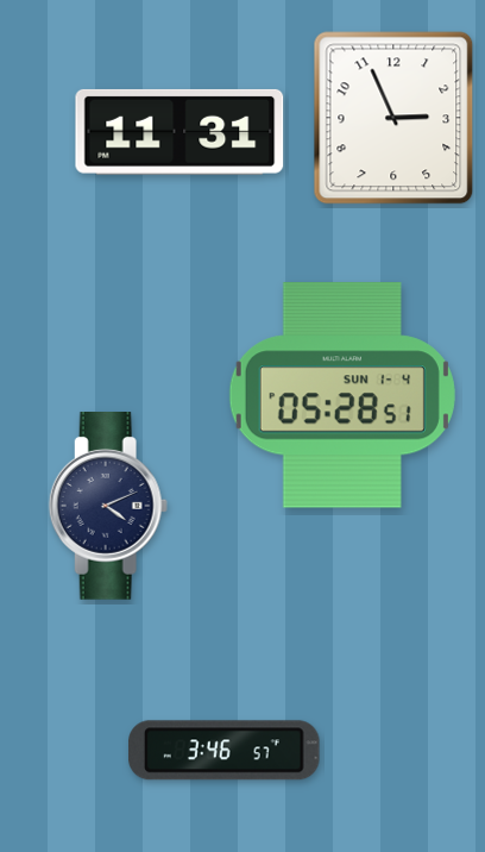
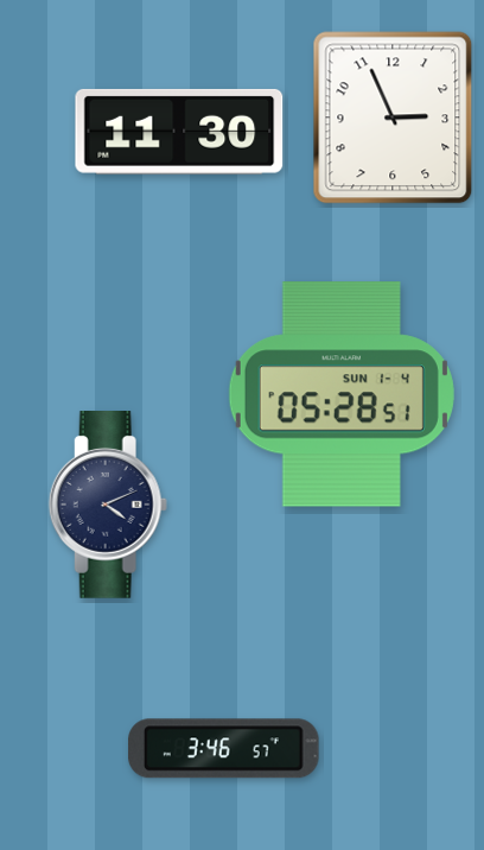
clock at (179, 132): 11:31 -> 11:30
